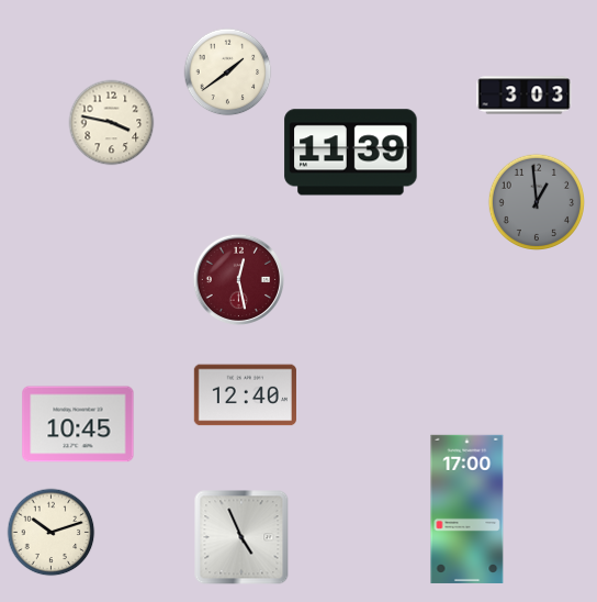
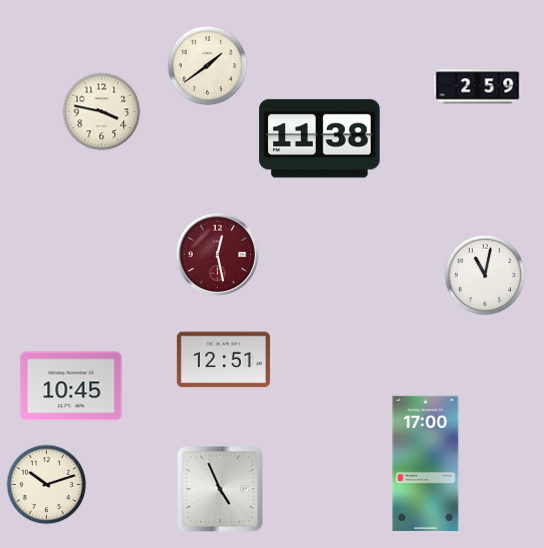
clock at (525, 96): 3:03 -> 2:59
clock at (351, 153): 11:39 -> 11:38
clock at (536, 201): 12:59 -> none
clock at (485, 275): none -> 11:02
clock at (245, 395): 12:40 -> 12:51
